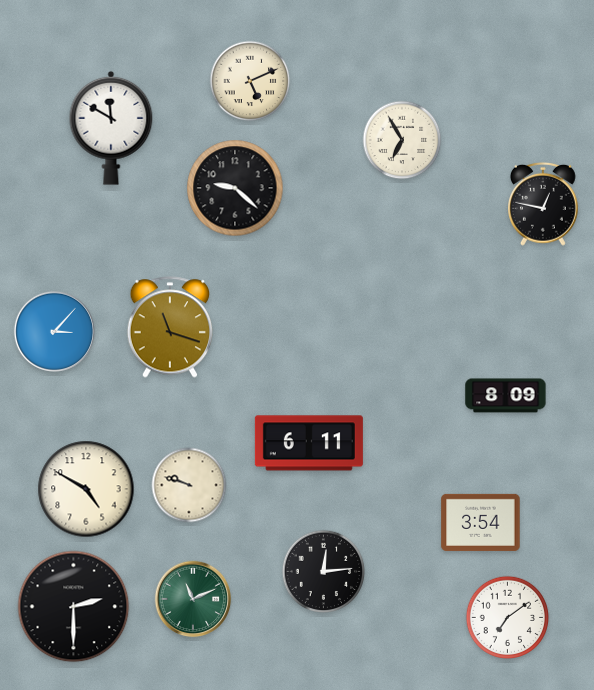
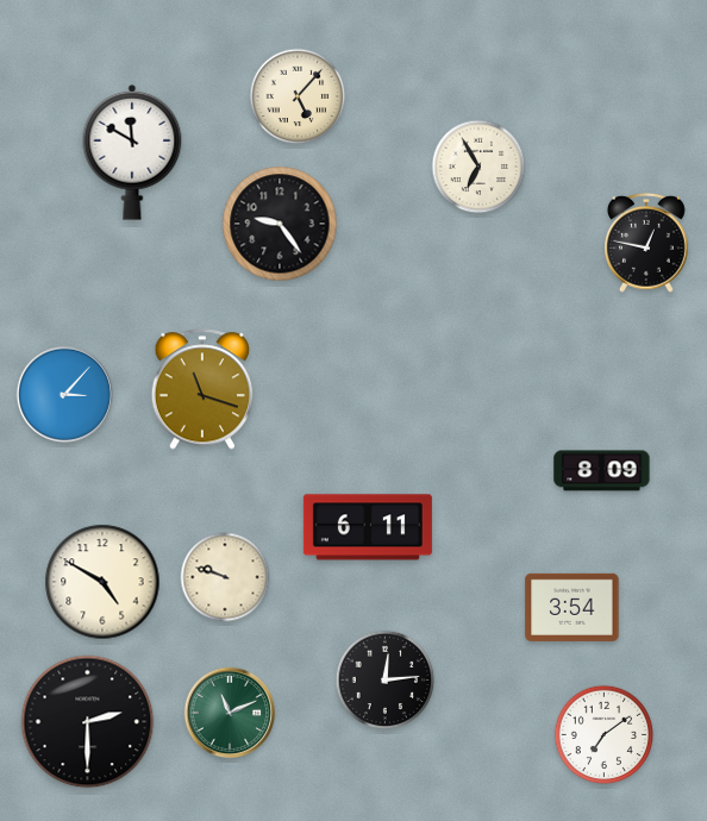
clock at (250, 81): 5:11 -> 5:07
clock at (235, 188): 9:22 -> 9:24
clock at (481, 522) position: (481, 522) -> (573, 607)
